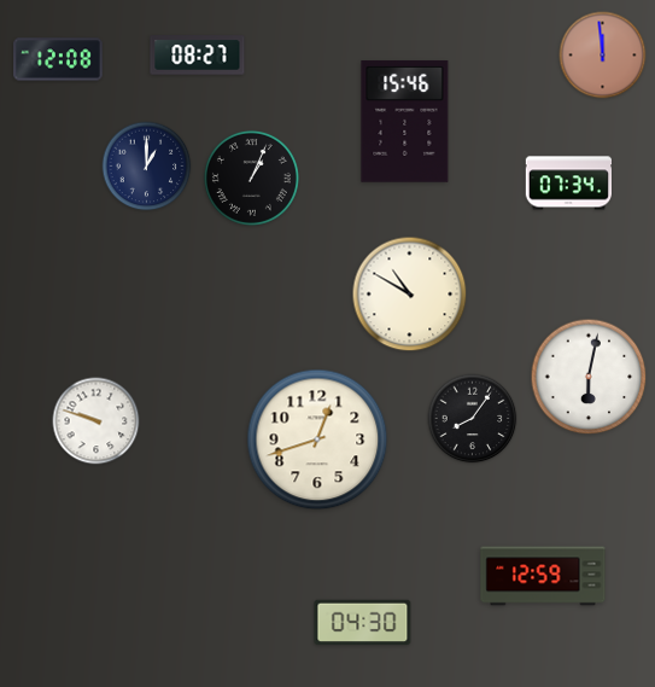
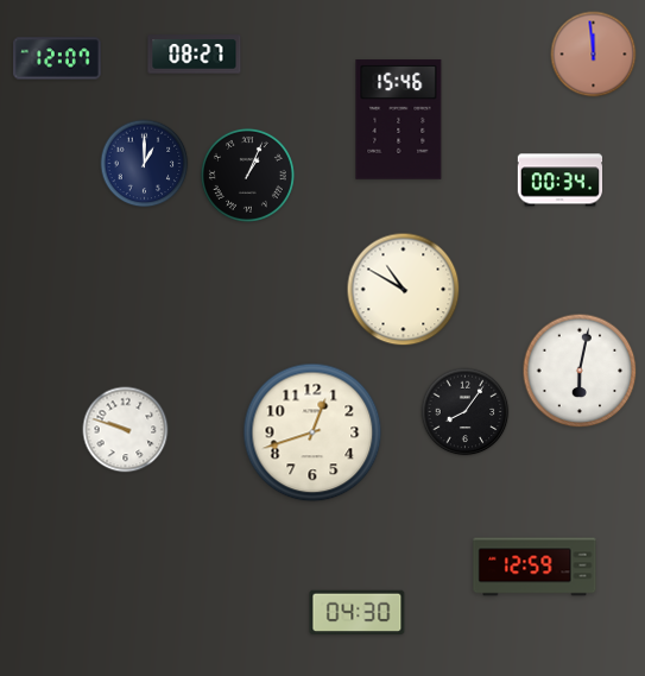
clock at (58, 59): 12:08 -> 12:07
clock at (568, 184): 07:34 -> 00:34
clock at (97, 421) position: (97, 421) -> (126, 430)
